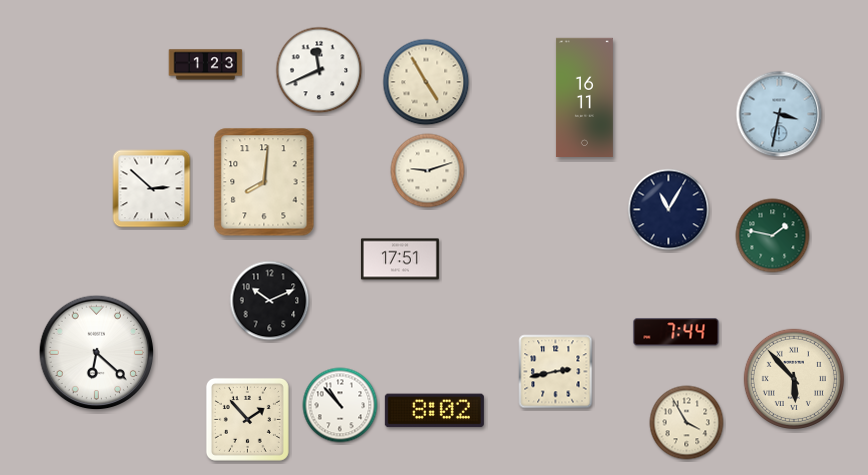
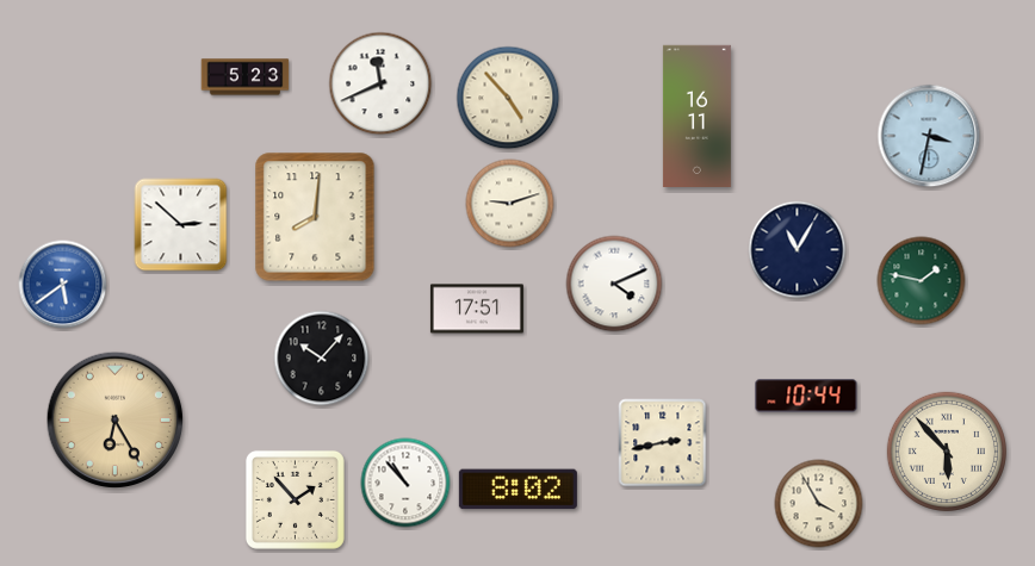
clock at (206, 65): 1:23 -> 5:23
clock at (426, 82): 4:55 -> 4:53
clock at (614, 284): none -> 4:11
clock at (63, 285): none -> 5:39
clock at (270, 301): 10:11 -> 10:07
clock at (676, 332): 7:44 -> 10:44
clock at (97, 353): 6:22 -> 6:25
clock at (97, 353) dial: white -> champagne
